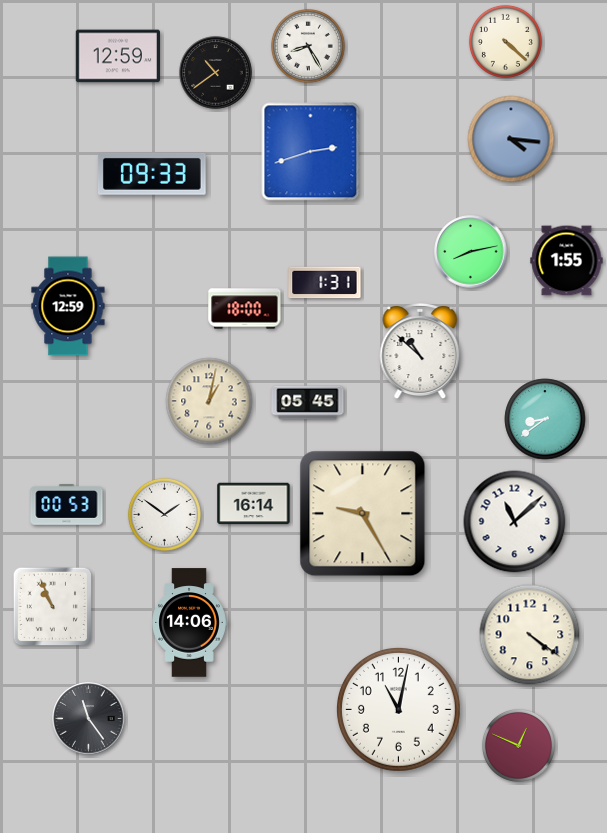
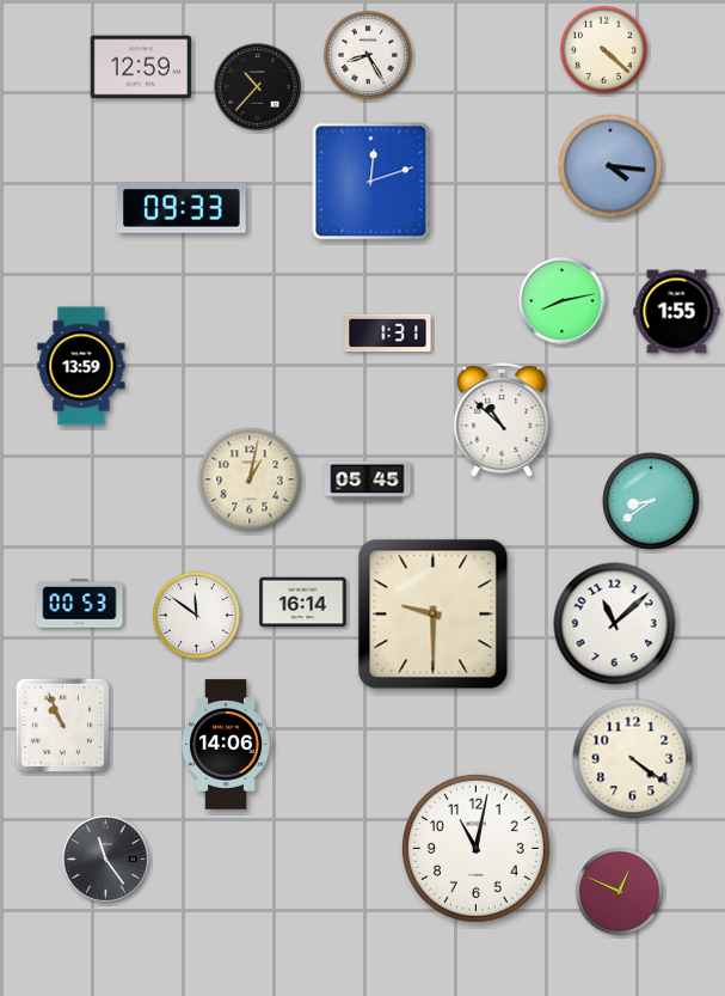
clock at (216, 73): 10:39 -> 10:37
clock at (311, 152): 2:42 -> 12:12
clock at (325, 283) position: (325, 283) -> (388, 334)
clock at (68, 306): 12:59 -> 13:59
clock at (245, 309): 18:00 -> none
clock at (164, 514): 1:51 -> 11:51
clock at (363, 514): 9:25 -> 9:30
